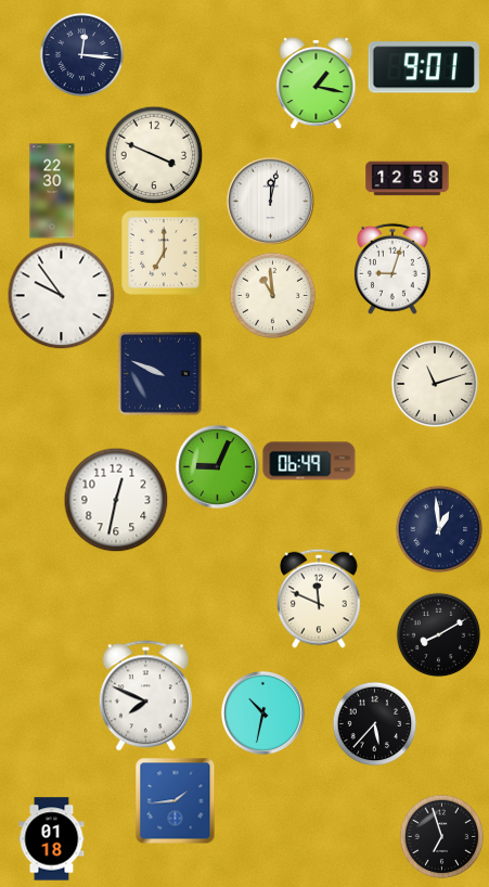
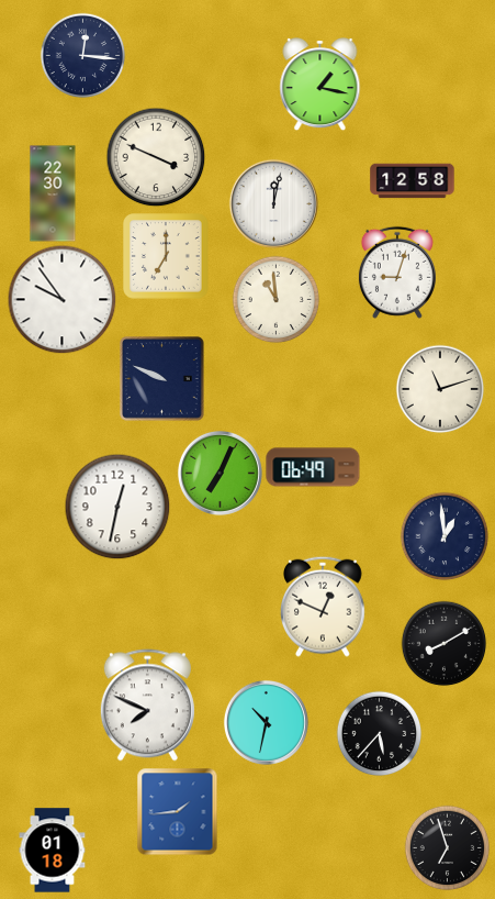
clock at (424, 67): 9:01 -> none
clock at (217, 466): 9:04 -> 7:04
clock at (320, 599): 11:49 -> 12:49
